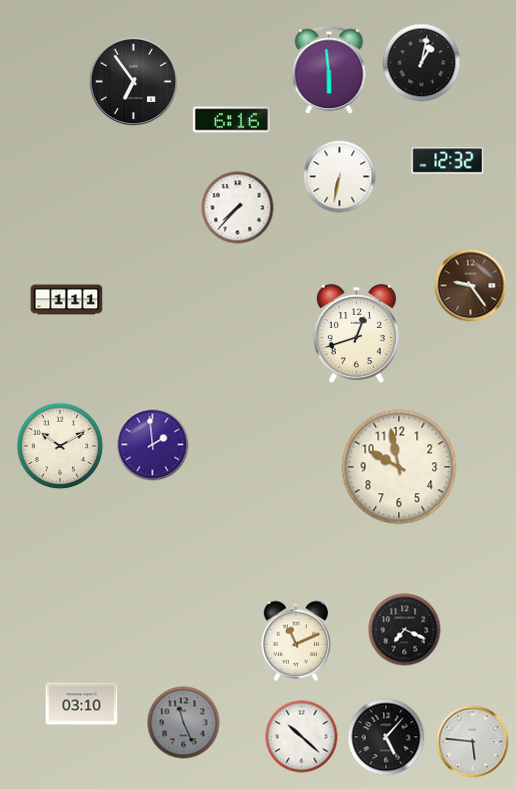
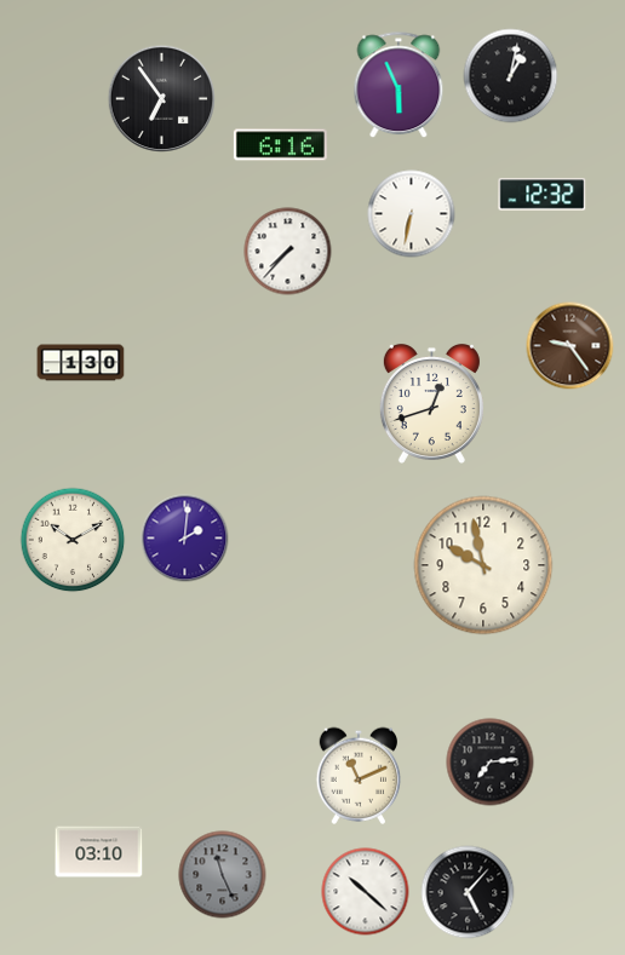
clock at (329, 71): 5:59 -> 5:56
clock at (67, 300): 1:11 -> 1:30
clock at (153, 445): 1:59 -> 2:01
clock at (405, 630): 7:19 -> 7:14
clock at (473, 742): 5:46 -> none
